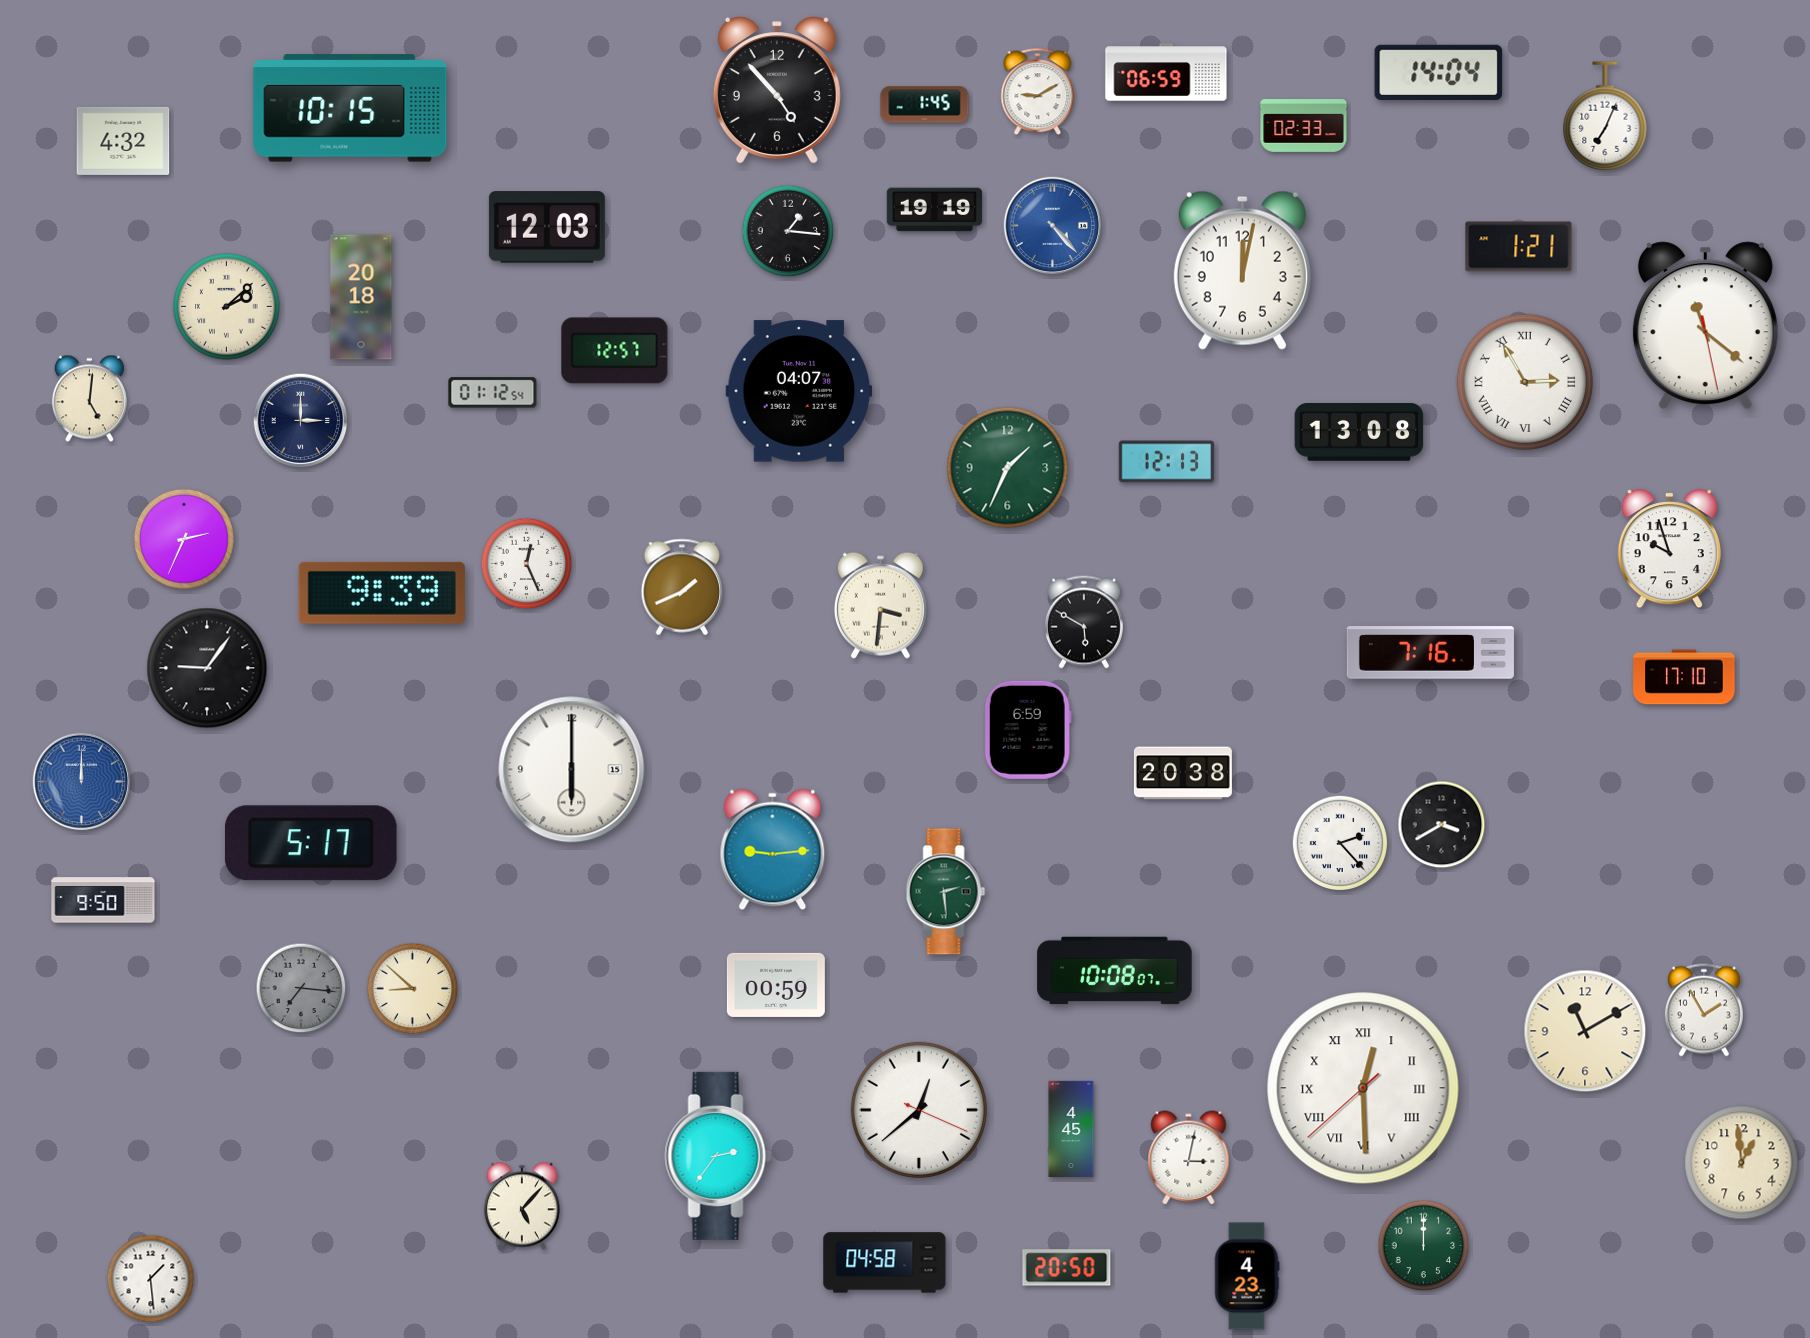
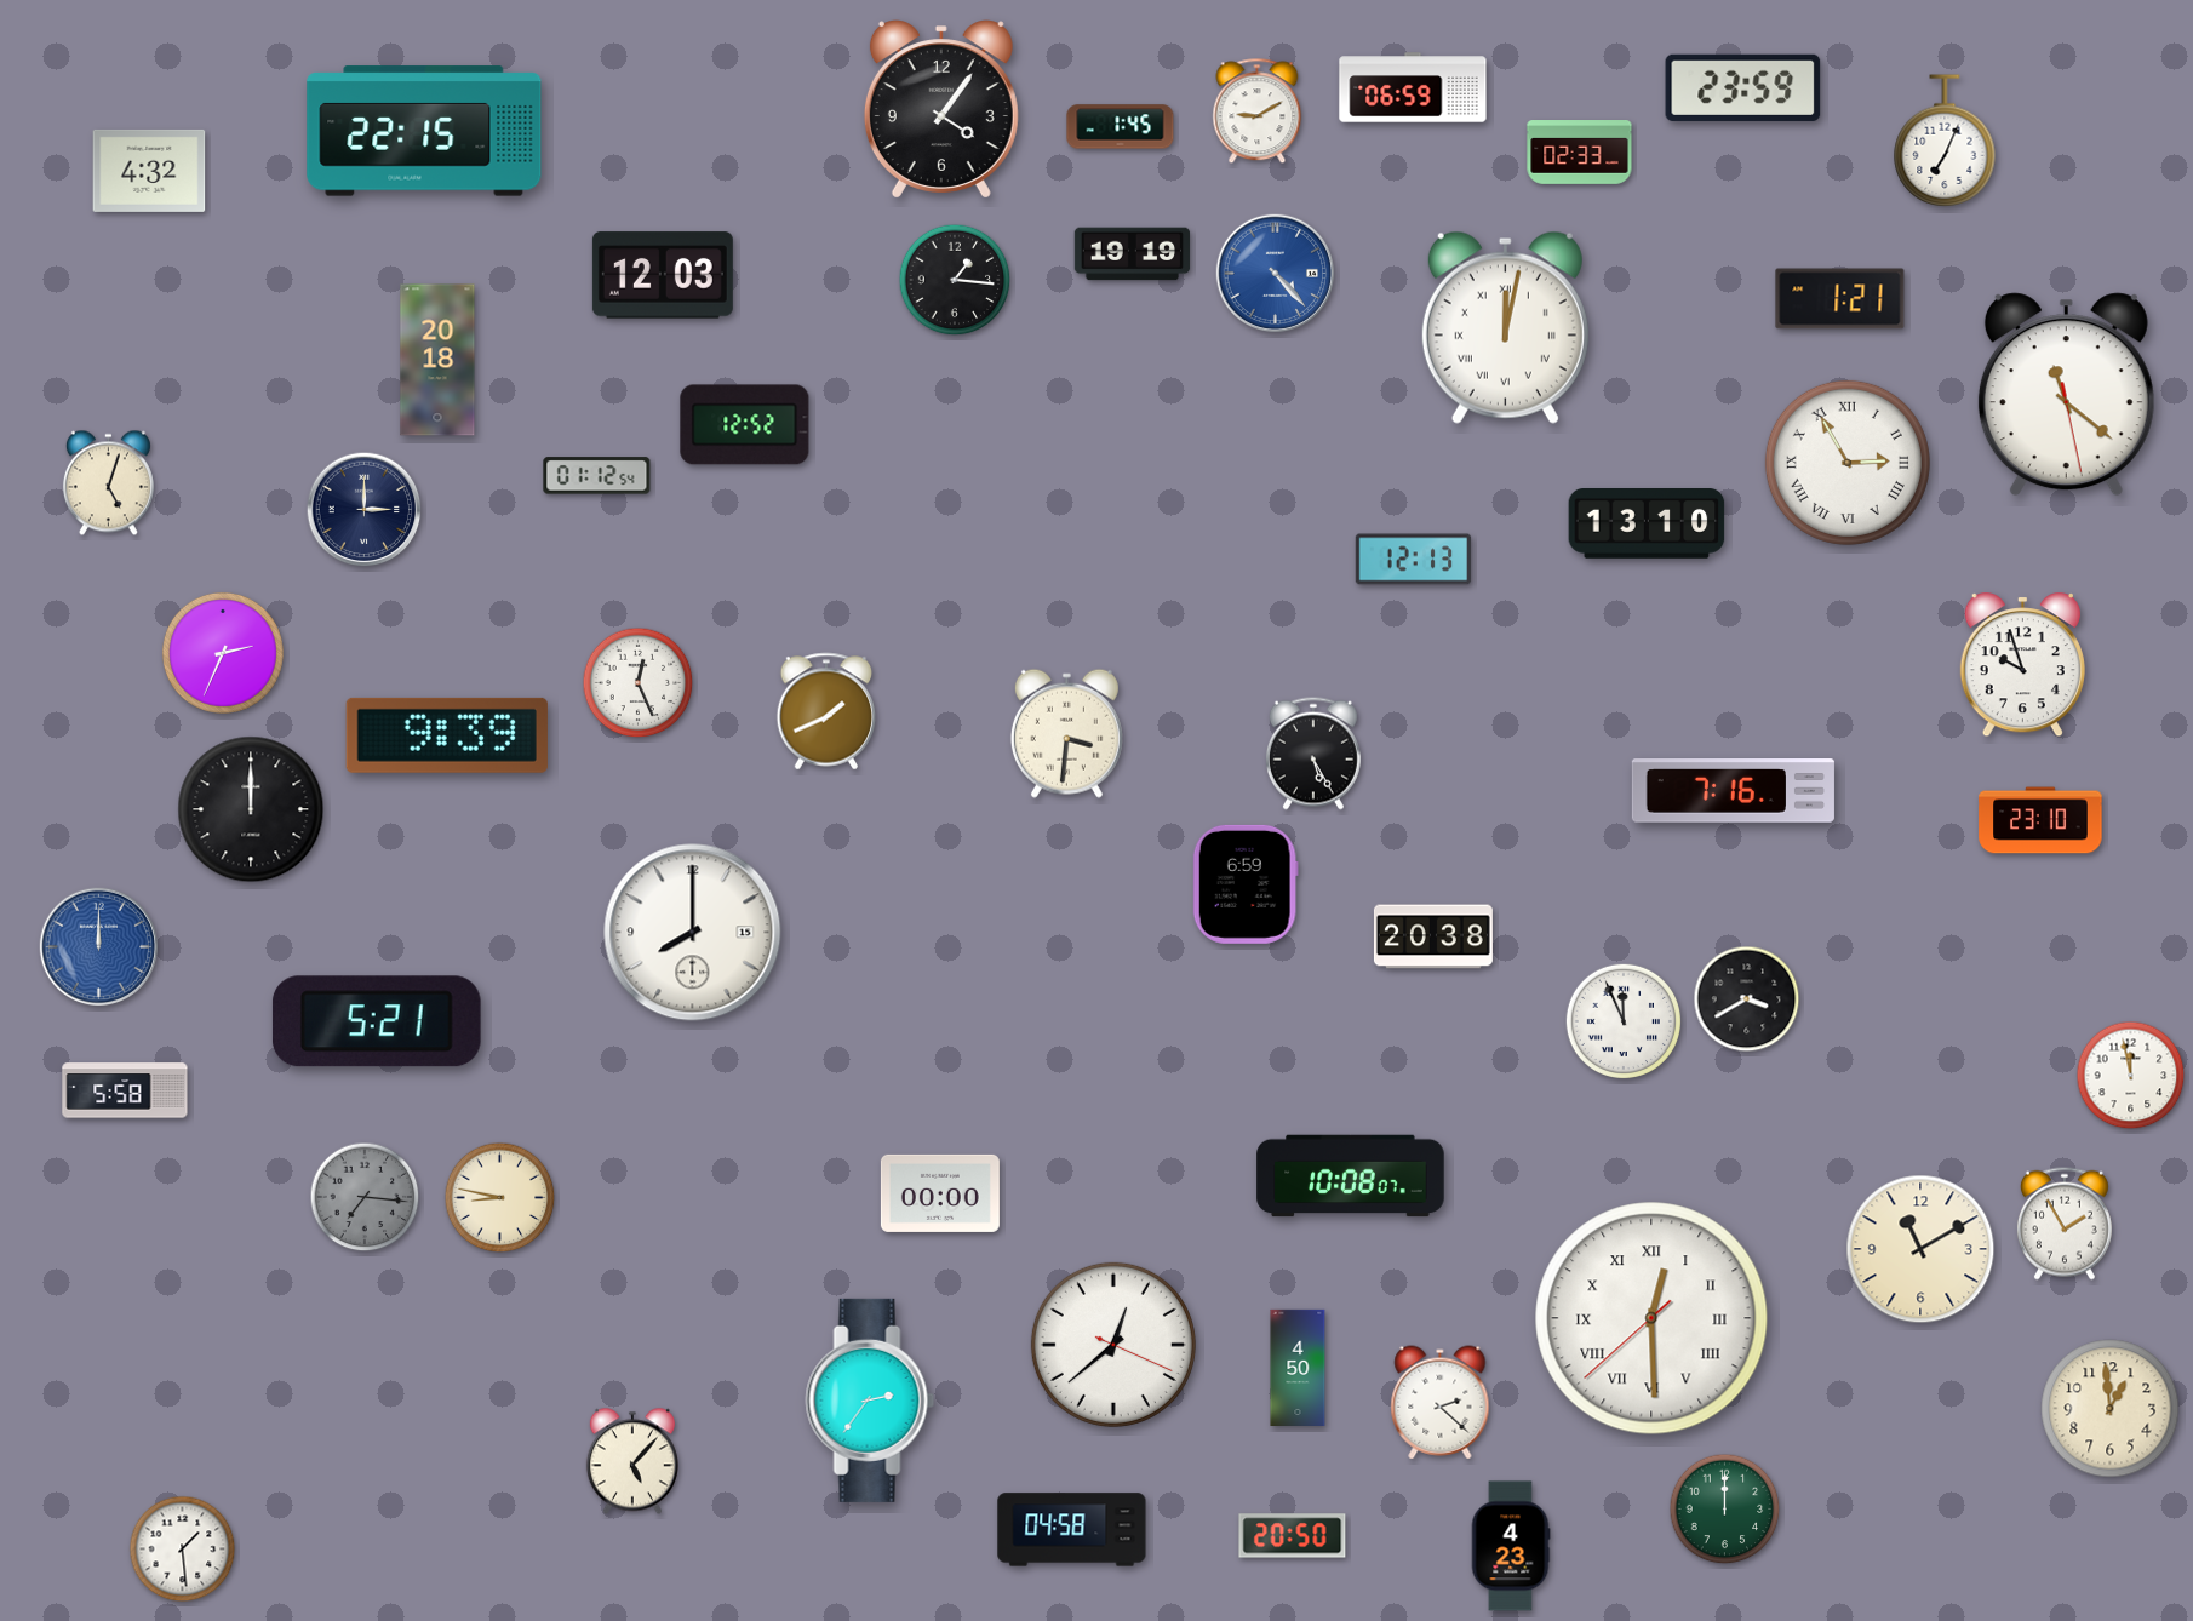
clock at (1439, 72): 14:04 -> 23:59
clock at (777, 90): 4:53 -> 4:06
clock at (350, 108): 10:15 -> 22:15
clock at (1242, 270) numerals: Arabic -> Roman
clock at (227, 307): 2:08 -> none
clock at (615, 351): 12:57 -> 12:52
clock at (799, 391): 04:07 -> none
clock at (89, 399): 5:01 -> 5:03
clock at (1359, 433): 13:08 -> 13:10
clock at (1008, 468): 1:34 -> none
clock at (382, 593) position: (382, 593) -> (447, 735)
clock at (1084, 622): 5:50 -> 5:25
clock at (207, 668): 9:06 -> 12:00
clock at (1684, 677): 17:10 -> 23:10
clock at (572, 770): 6:00 -> 8:00
clock at (1339, 842): 2:23 -> 11:56
clock at (311, 843): 5:17 -> 5:21
clock at (773, 850): 9:14 -> none
clock at (2131, 1076): none -> 11:58
clock at (946, 892): 2:29 -> none
clock at (103, 900): 9:50 -> 5:58
clock at (776, 985): 00:59 -> 00:00
clock at (413, 989): 8:52 -> 8:47
clock at (1071, 1128): 4:45 -> 4:50
clock at (1189, 1158): 3:02 -> 2:22
